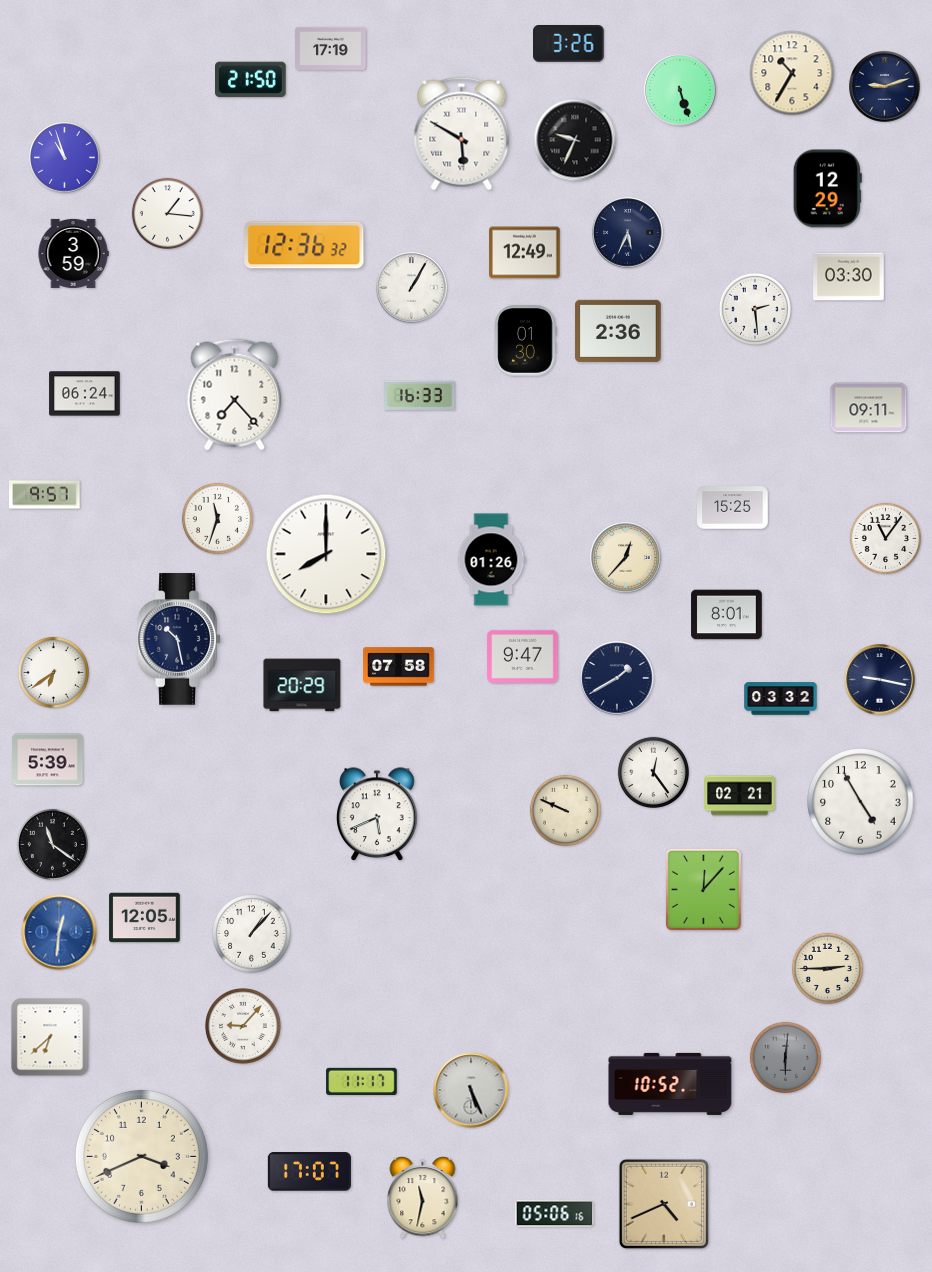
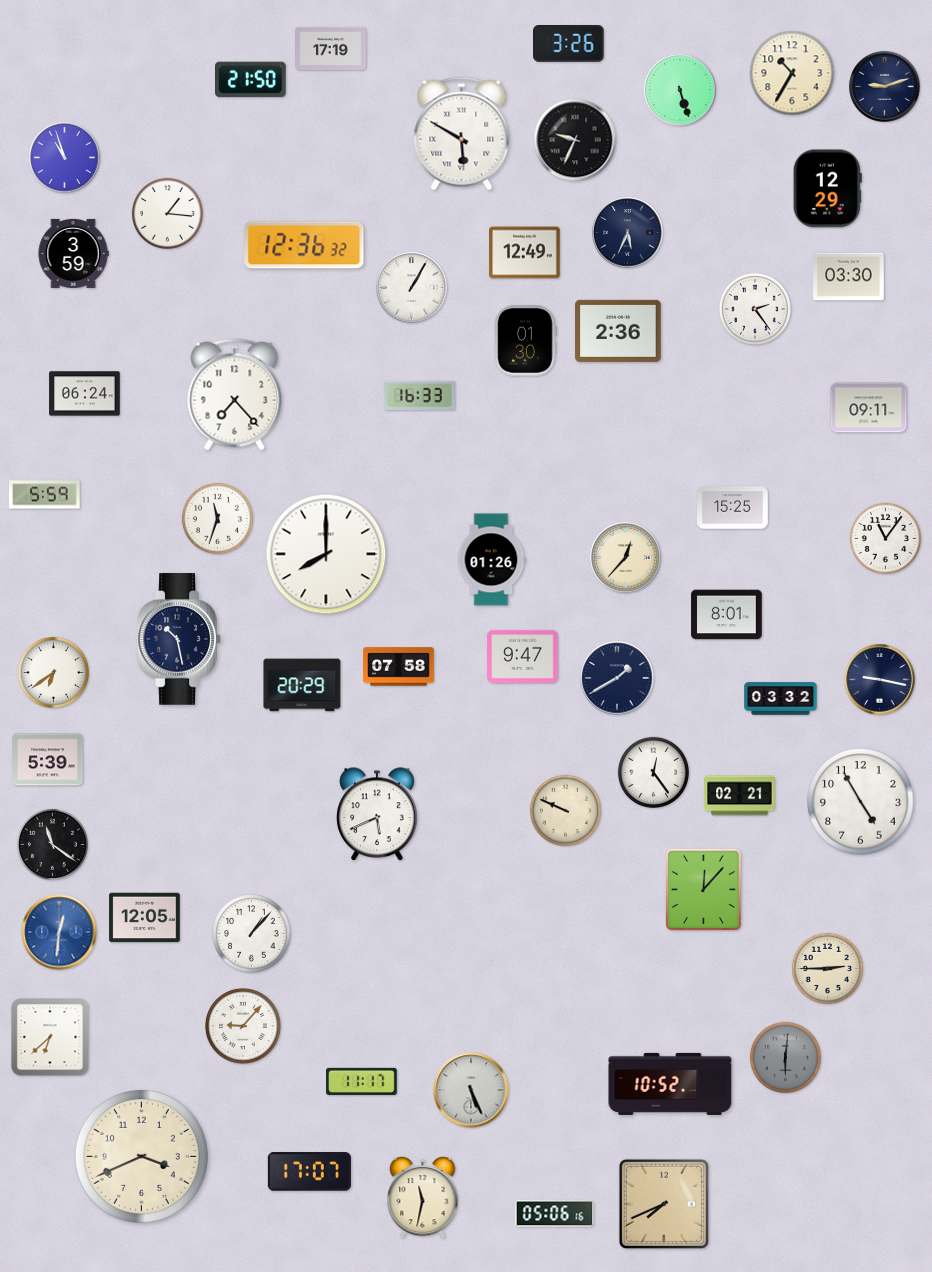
clock at (755, 309): 2:29 -> 2:24
clock at (45, 495): 9:57 -> 5:59
clock at (664, 1204): 4:41 -> 7:41
